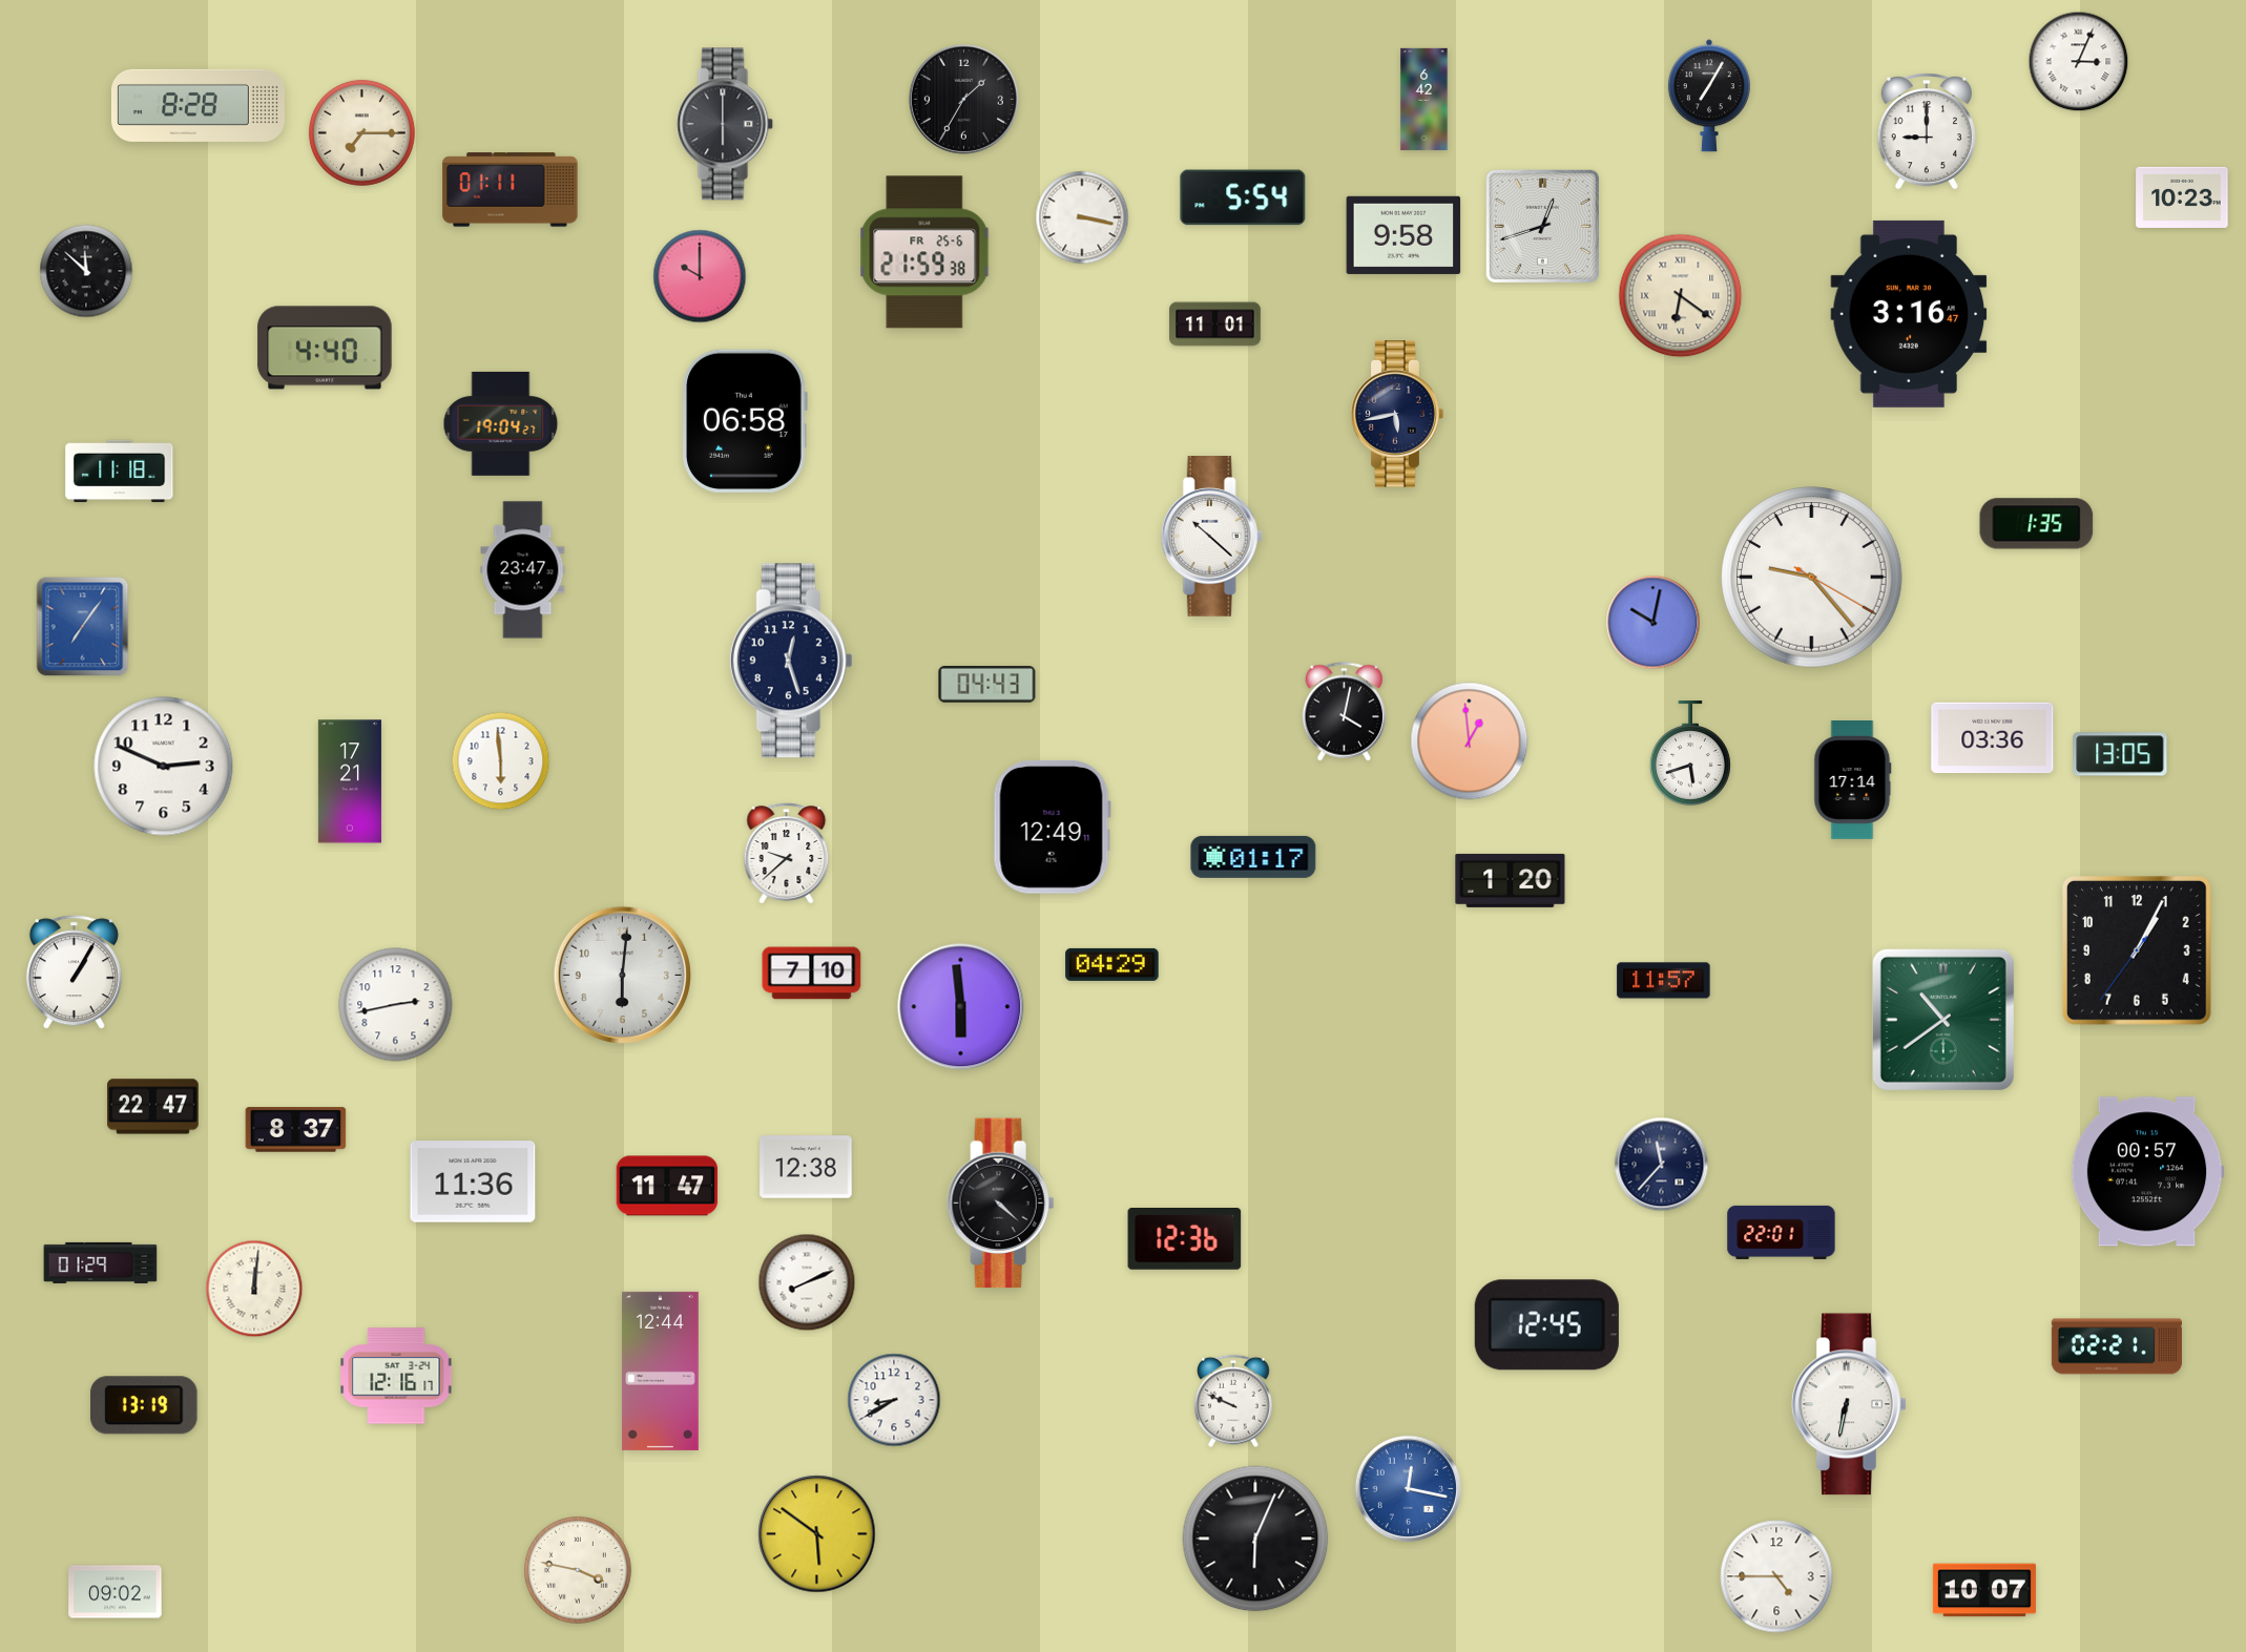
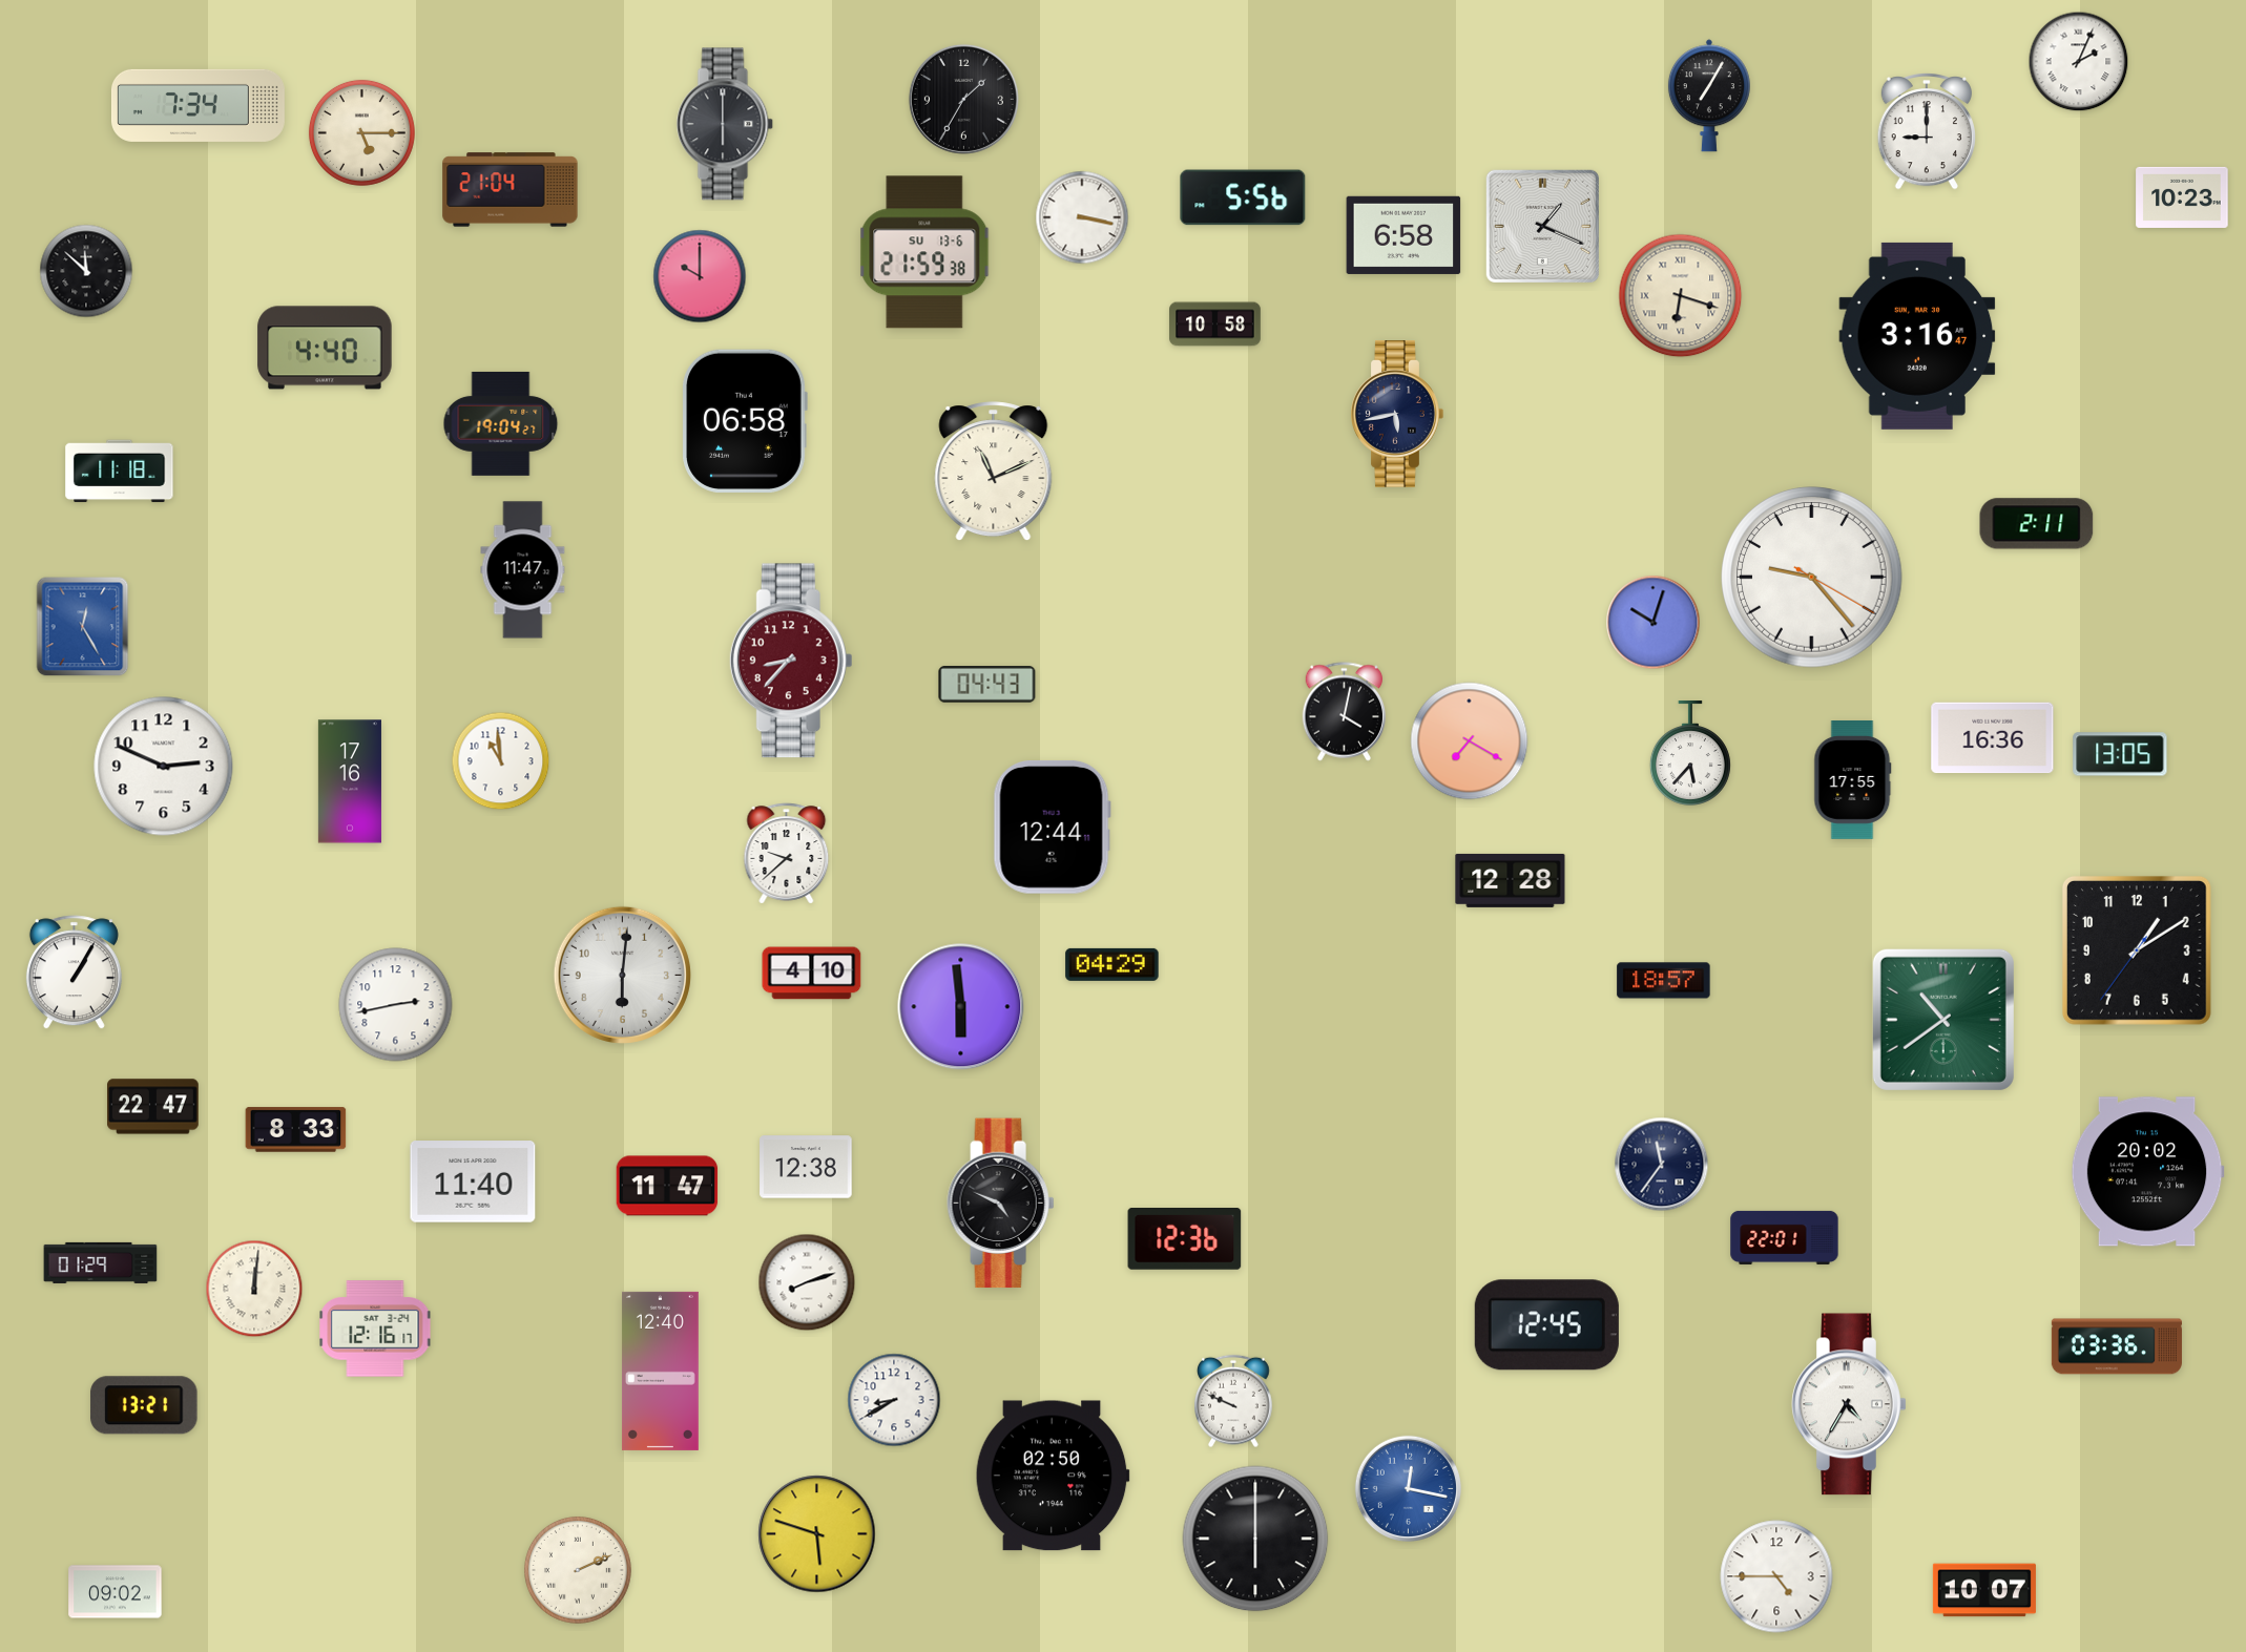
clock at (2079, 62): 3:04 -> 2:04
clock at (1424, 100): 6:42 -> none
clock at (197, 105): 8:28 -> 7:34
clock at (361, 132): 7:15 -> 5:15
clock at (511, 190): 01:11 -> 21:04
clock at (1243, 197): 5:54 -> 5:56
clock at (1542, 226): 12:42 -> 1:19
clock at (1403, 235): 9:58 -> 6:58
clock at (924, 252) date: FR 25-6 -> SU 13-6
clock at (1681, 296): 6:21 -> 6:18
clock at (1909, 314) position: (1909, 314) -> (1917, 336)
clock at (1215, 325): 11:01 -> 10:58
clock at (994, 472): none -> 11:11
clock at (2037, 524): 1:35 -> 2:11
clock at (1211, 537): 10:22 -> none
clock at (523, 570): 23:47 -> 11:47
clock at (1654, 623): 10:02 -> 10:03
clock at (83, 627): 7:06 -> 12:25
clock at (791, 661): 12:27 -> 8:37
clock at (791, 661) dial: navy -> burgundy
clock at (1993, 738): 03:36 -> 16:36
clock at (1470, 741): 12:59 -> 7:20
clock at (1690, 753): 5:42 -> 5:37
clock at (501, 761): 5:59 -> 10:59
clock at (1853, 780): 17:14 -> 17:55
clock at (350, 781): 17:21 -> 17:16
clock at (1052, 828): 12:49 -> 12:44
clock at (1253, 857): 01:17 -> none
clock at (1511, 880): 1:20 -> 12:28
clock at (2137, 950): 1:04 -> 1:09
clock at (812, 974): 7:10 -> 4:10
clock at (1664, 981): 11:57 -> 18:57
clock at (296, 1130): 8:37 -> 8:33
clock at (1662, 1165): 11:37 -> 11:36
clock at (2147, 1172): 00:57 -> 20:02
clock at (473, 1182): 11:36 -> 11:40
clock at (1001, 1204): 4:22 -> 4:49
clock at (1782, 1232) position: (1782, 1232) -> (1785, 1237)
clock at (807, 1282): 8:11 -> 8:12
clock at (2117, 1346): 02:21 -> 03:36
clock at (660, 1371): 12:44 -> 12:40
clock at (396, 1376) position: (396, 1376) -> (375, 1329)
clock at (1849, 1404): 6:32 -> 4:35
clock at (144, 1405): 13:19 -> 13:21
clock at (1053, 1476): none -> 02:50
clock at (817, 1534): 5:51 -> 5:48
clock at (1255, 1539): 6:04 -> 6:00
clock at (578, 1570): 3:47 -> 2:11
